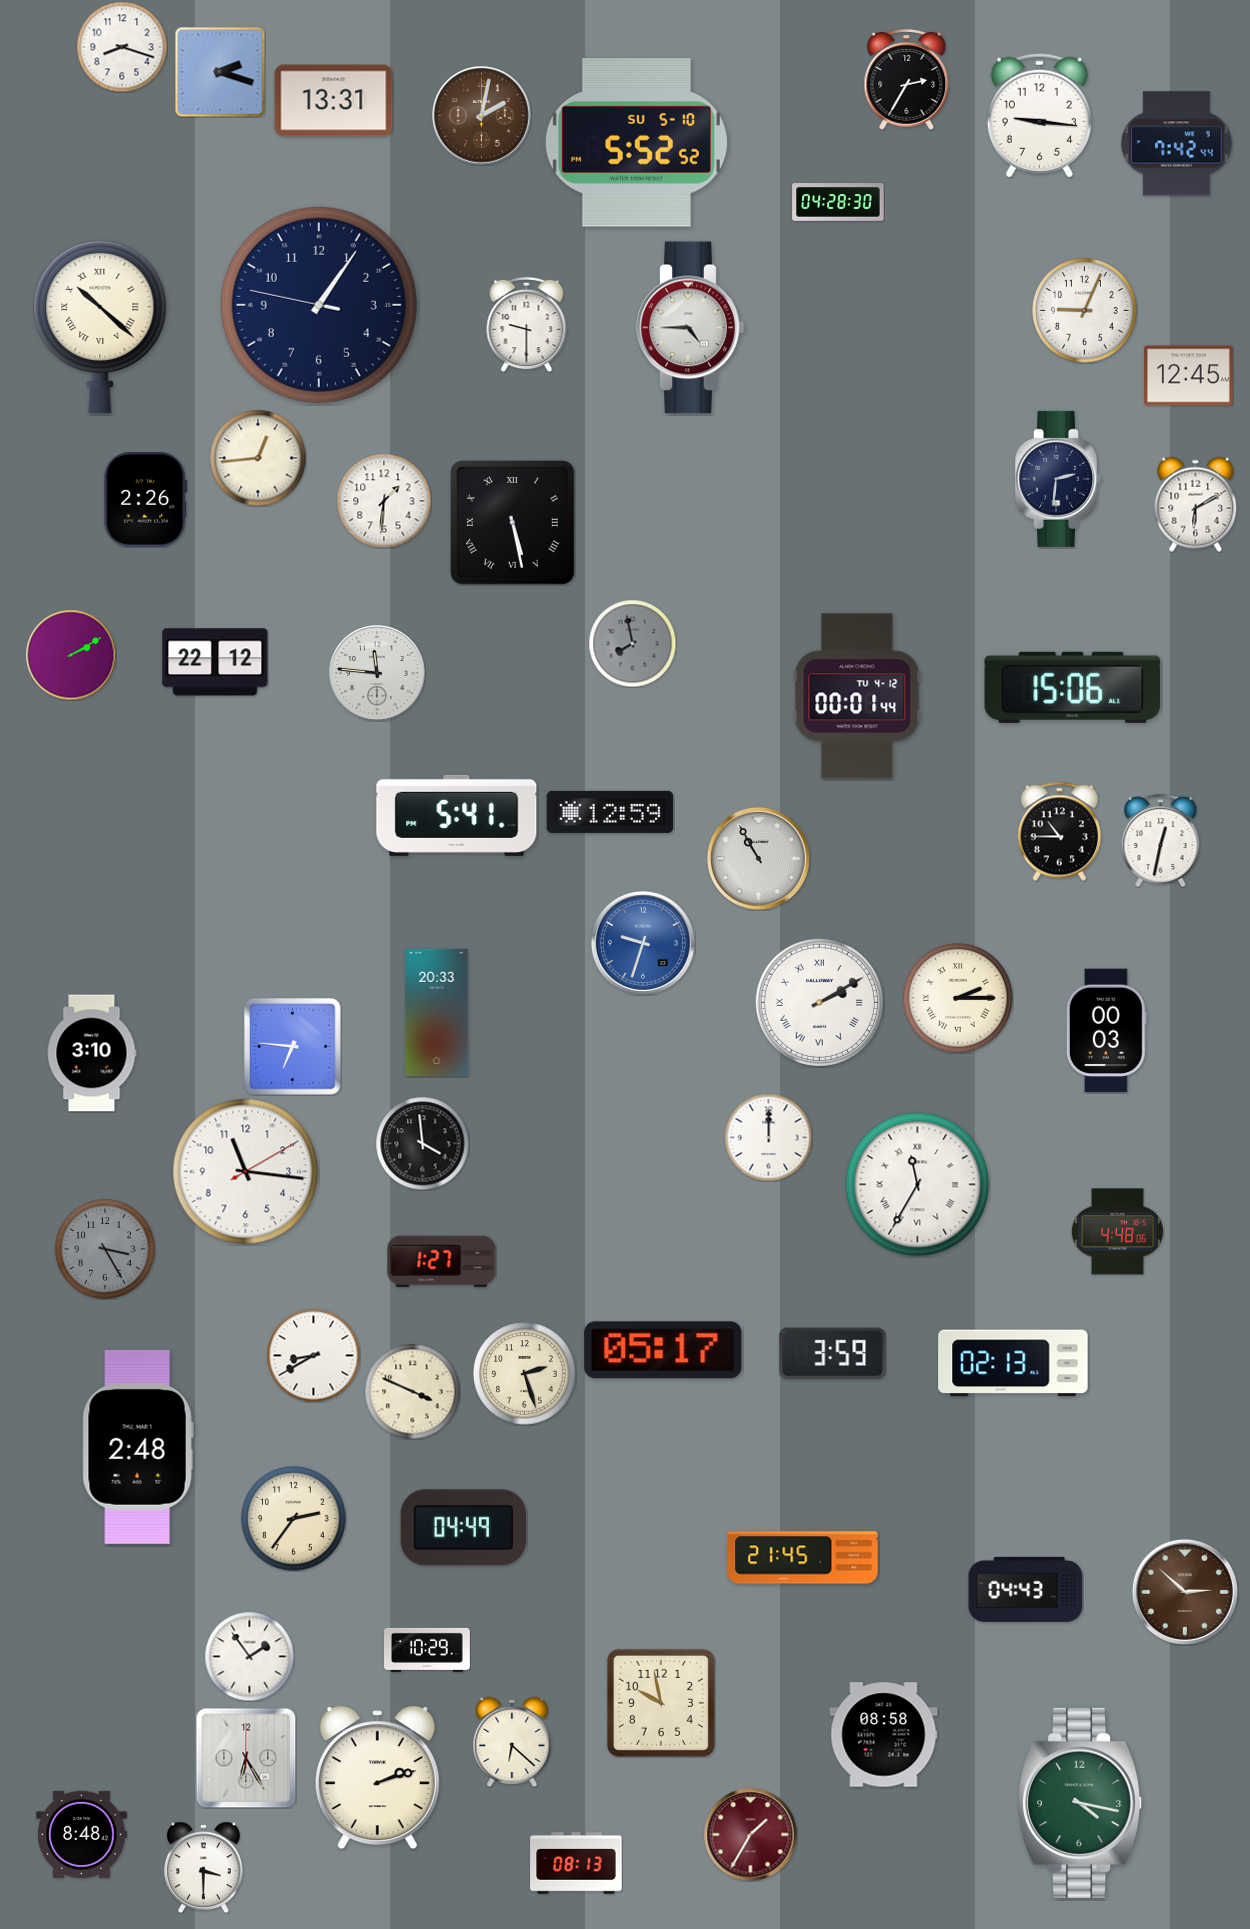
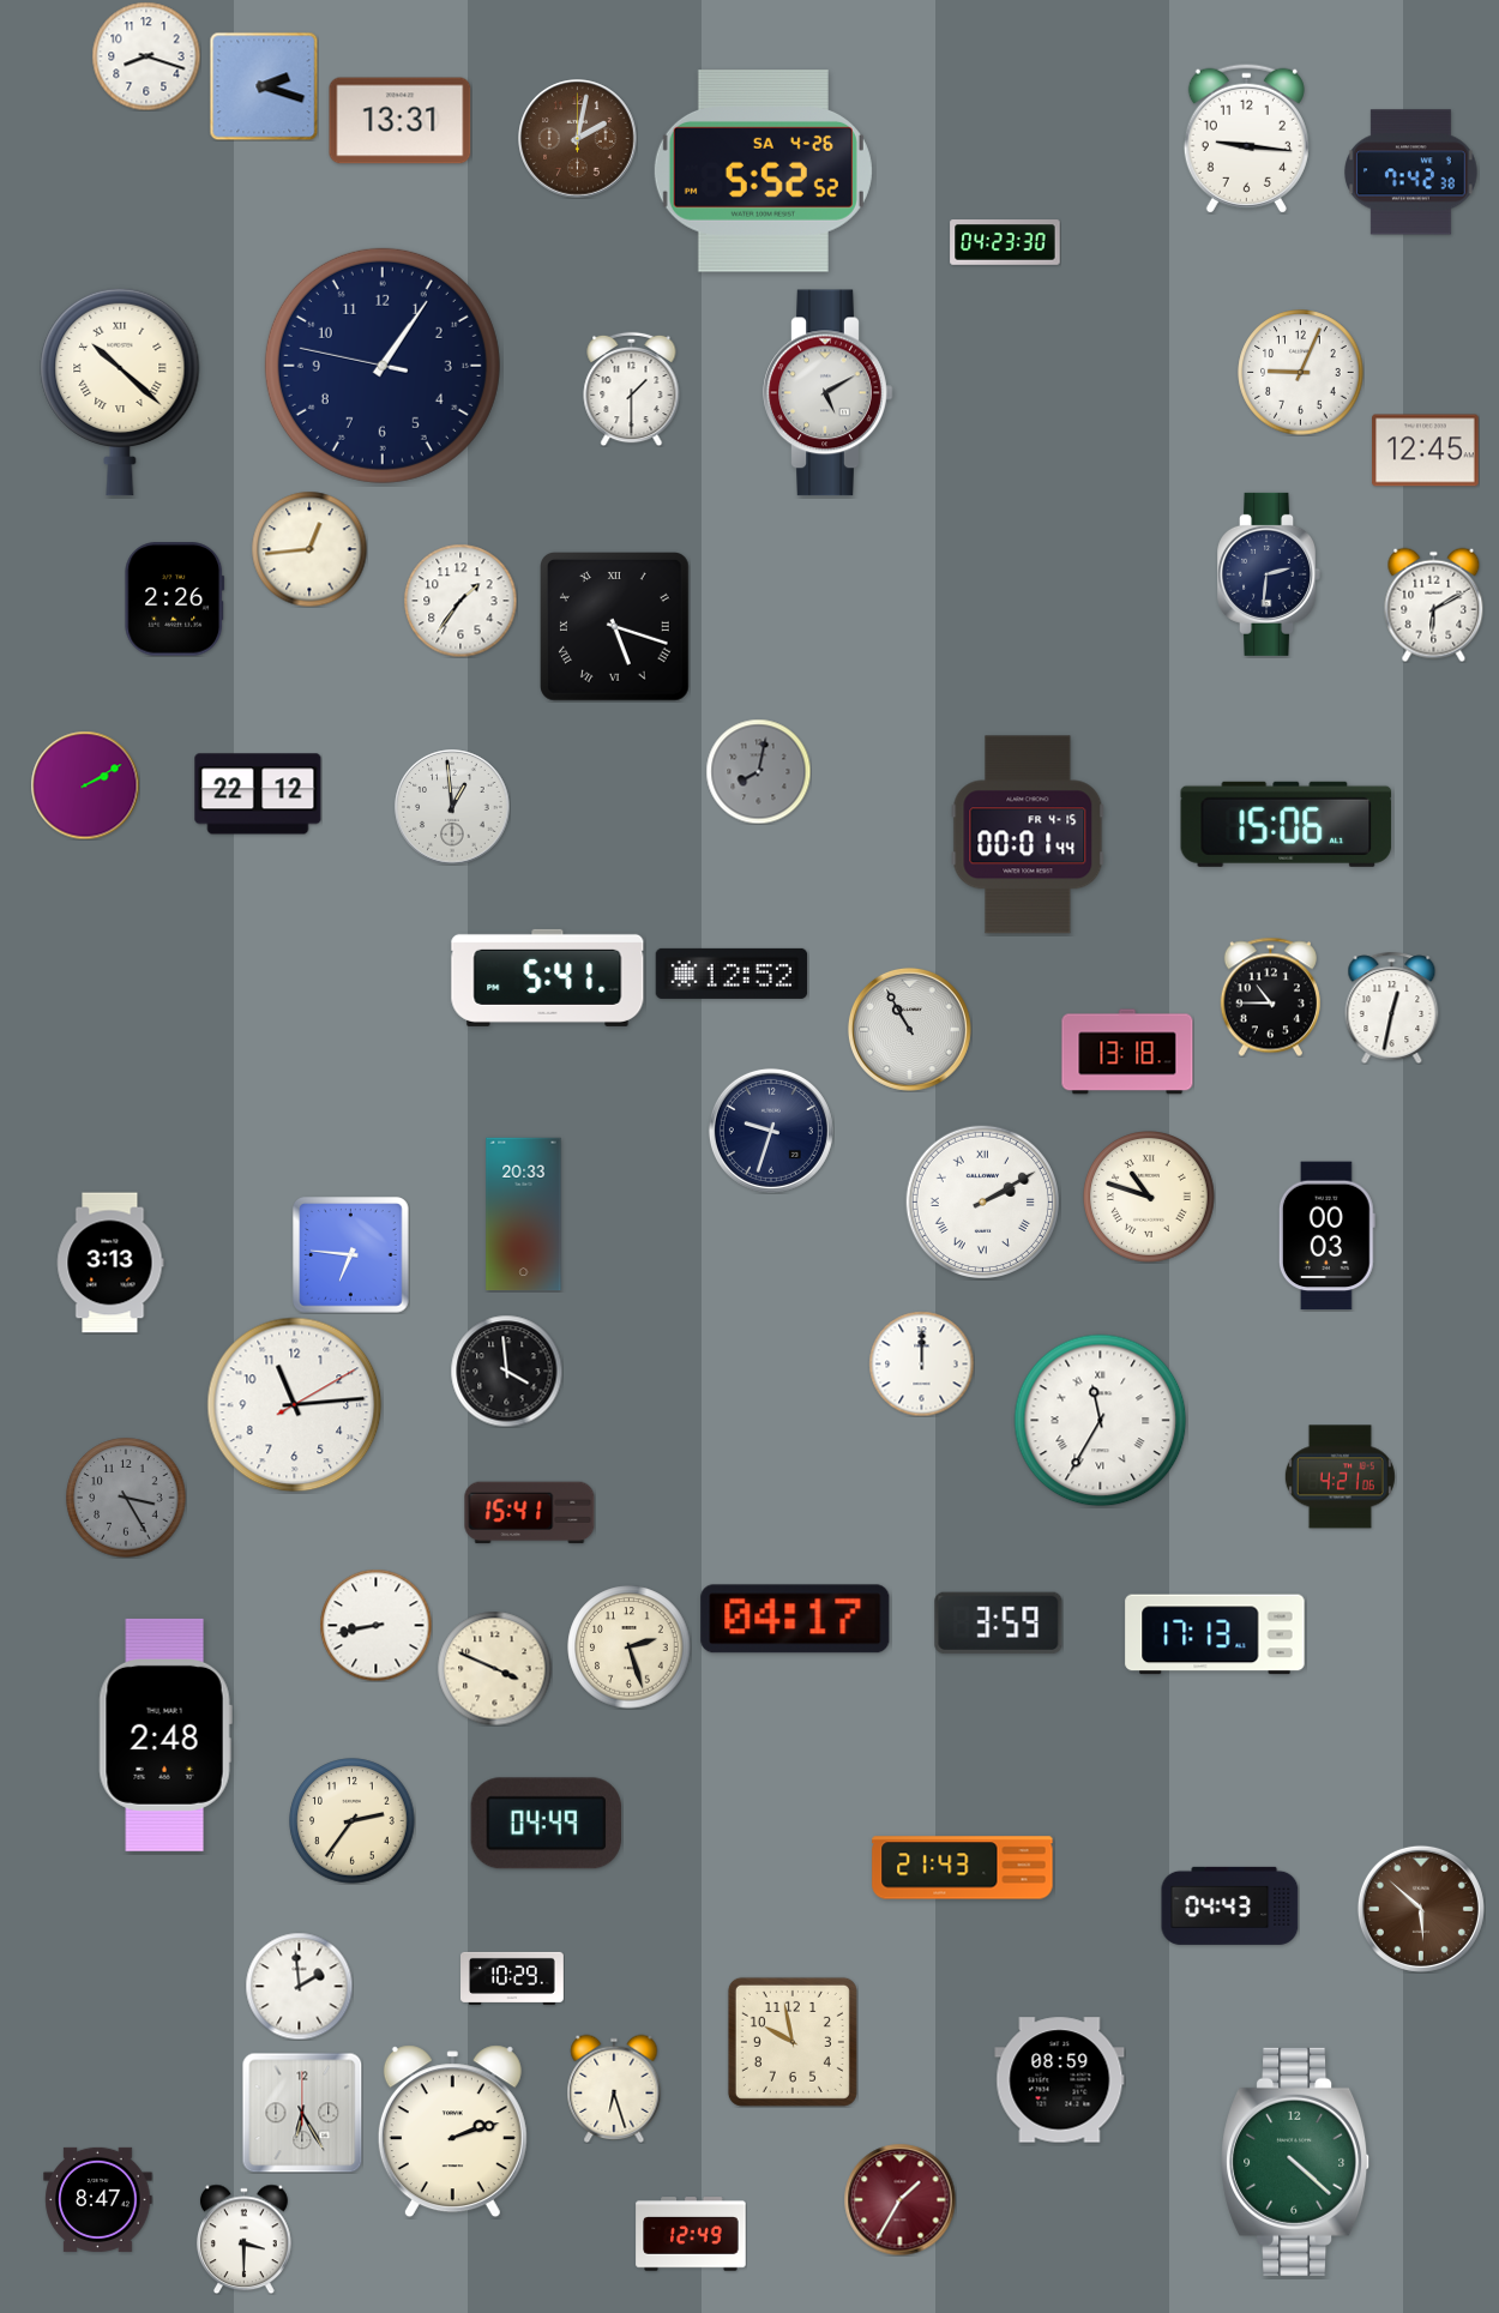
clock at (907, 79): 2:35 -> none
clock at (636, 143) date: SU 5-10 -> SA 4-26
clock at (1177, 144): 7:42:44 -> 7:42:38
clock at (838, 202): 04:28 -> 04:23
clock at (527, 324): 9:30 -> 1:30
clock at (691, 328): 4:45 -> 5:10
clock at (384, 501): 1:31 -> 1:36
clock at (513, 523): 5:28 -> 5:18
clock at (632, 643): 7:58 -> 8:02
clock at (377, 673): 11:46 -> 12:59
clock at (857, 696) date: TU 4-12 -> FR 4-15
clock at (610, 812): 12:59 -> 12:52
clock at (1127, 1052): none -> 13:18
clock at (643, 943) dial: blue -> navy
clock at (959, 999): 2:15 -> 10:48
clock at (92, 1053): 3:10 -> 3:13
clock at (246, 1172): 11:16 -> 11:14
clock at (1117, 1232): 4:48 -> 4:21
clock at (442, 1262): 1:27 -> 15:41
clock at (663, 1350): 05:17 -> 04:17
clock at (313, 1355): 8:40 -> 8:43
clock at (1013, 1363): 02:13 -> 17:13
clock at (463, 1528) position: (463, 1528) -> (546, 1824)
clock at (803, 1558): 21:45 -> 21:43
clock at (1185, 1592): 2:52 -> 5:52
clock at (249, 1656): 1:54 -> 1:59
clock at (884, 1735): 08:58 -> 08:59
clock at (512, 1742): 6:22 -> 6:27
clock at (246, 1758) position: (246, 1758) -> (302, 2113)
clock at (1081, 1803): 4:17 -> 4:22
clock at (82, 1834): 8:48 -> 8:47
clock at (576, 1863): 08:13 -> 12:49
